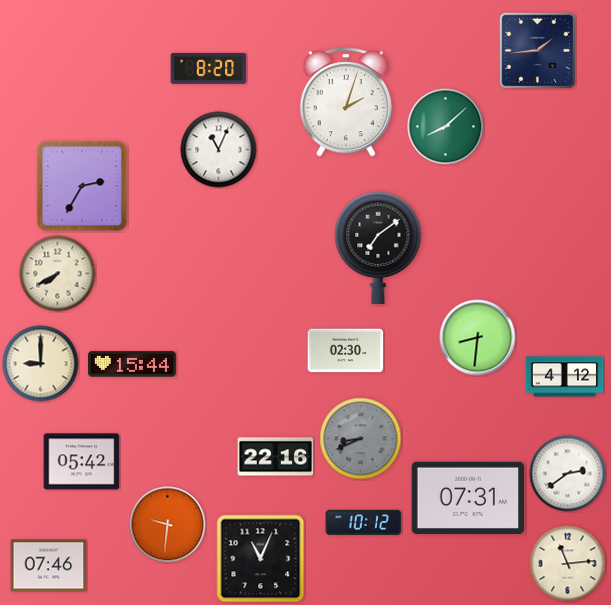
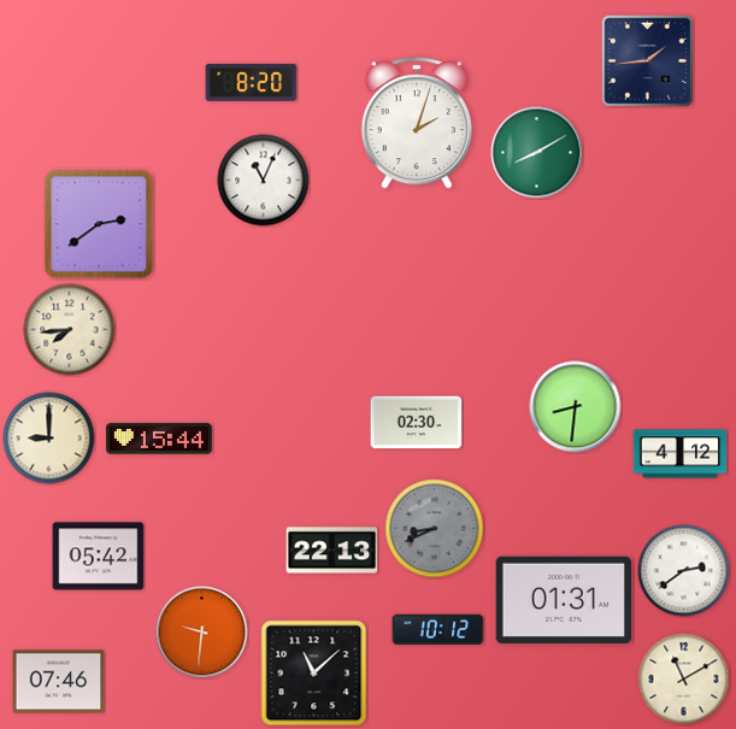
clock at (446, 127): 8:08 -> 8:10
clock at (82, 186): 2:35 -> 2:39
clock at (378, 248): 7:09 -> none
clock at (58, 274): 7:40 -> 7:44
clock at (276, 457): 22:16 -> 22:13
clock at (467, 498): 07:31 -> 01:31
clock at (261, 559): 11:04 -> 11:08
clock at (568, 564): 11:14 -> 11:10
